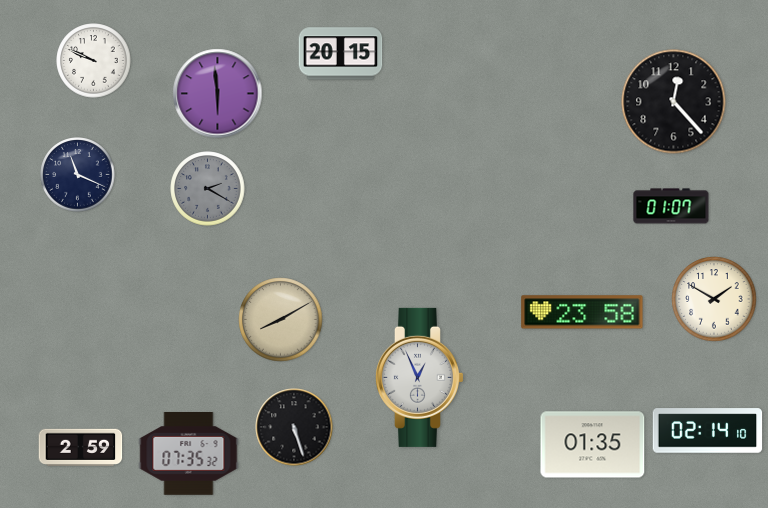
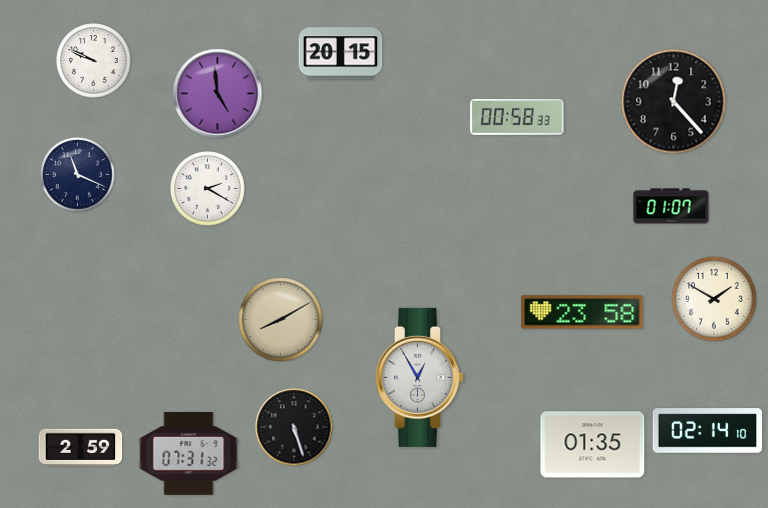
clock at (218, 94): 5:59 -> 4:59
clock at (517, 117): none -> 00:58
clock at (208, 189) dial: grey -> white
clock at (419, 377): 12:56 -> 12:55
clock at (189, 454): 07:35 -> 07:31
